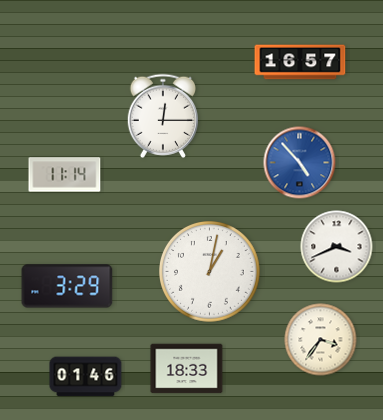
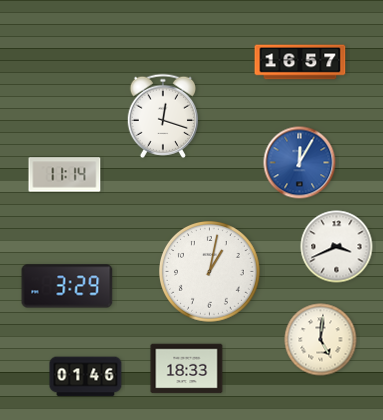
clock at (162, 116): 12:15 -> 12:18
clock at (300, 163): 4:53 -> 12:05
clock at (321, 340): 3:36 -> 5:01
